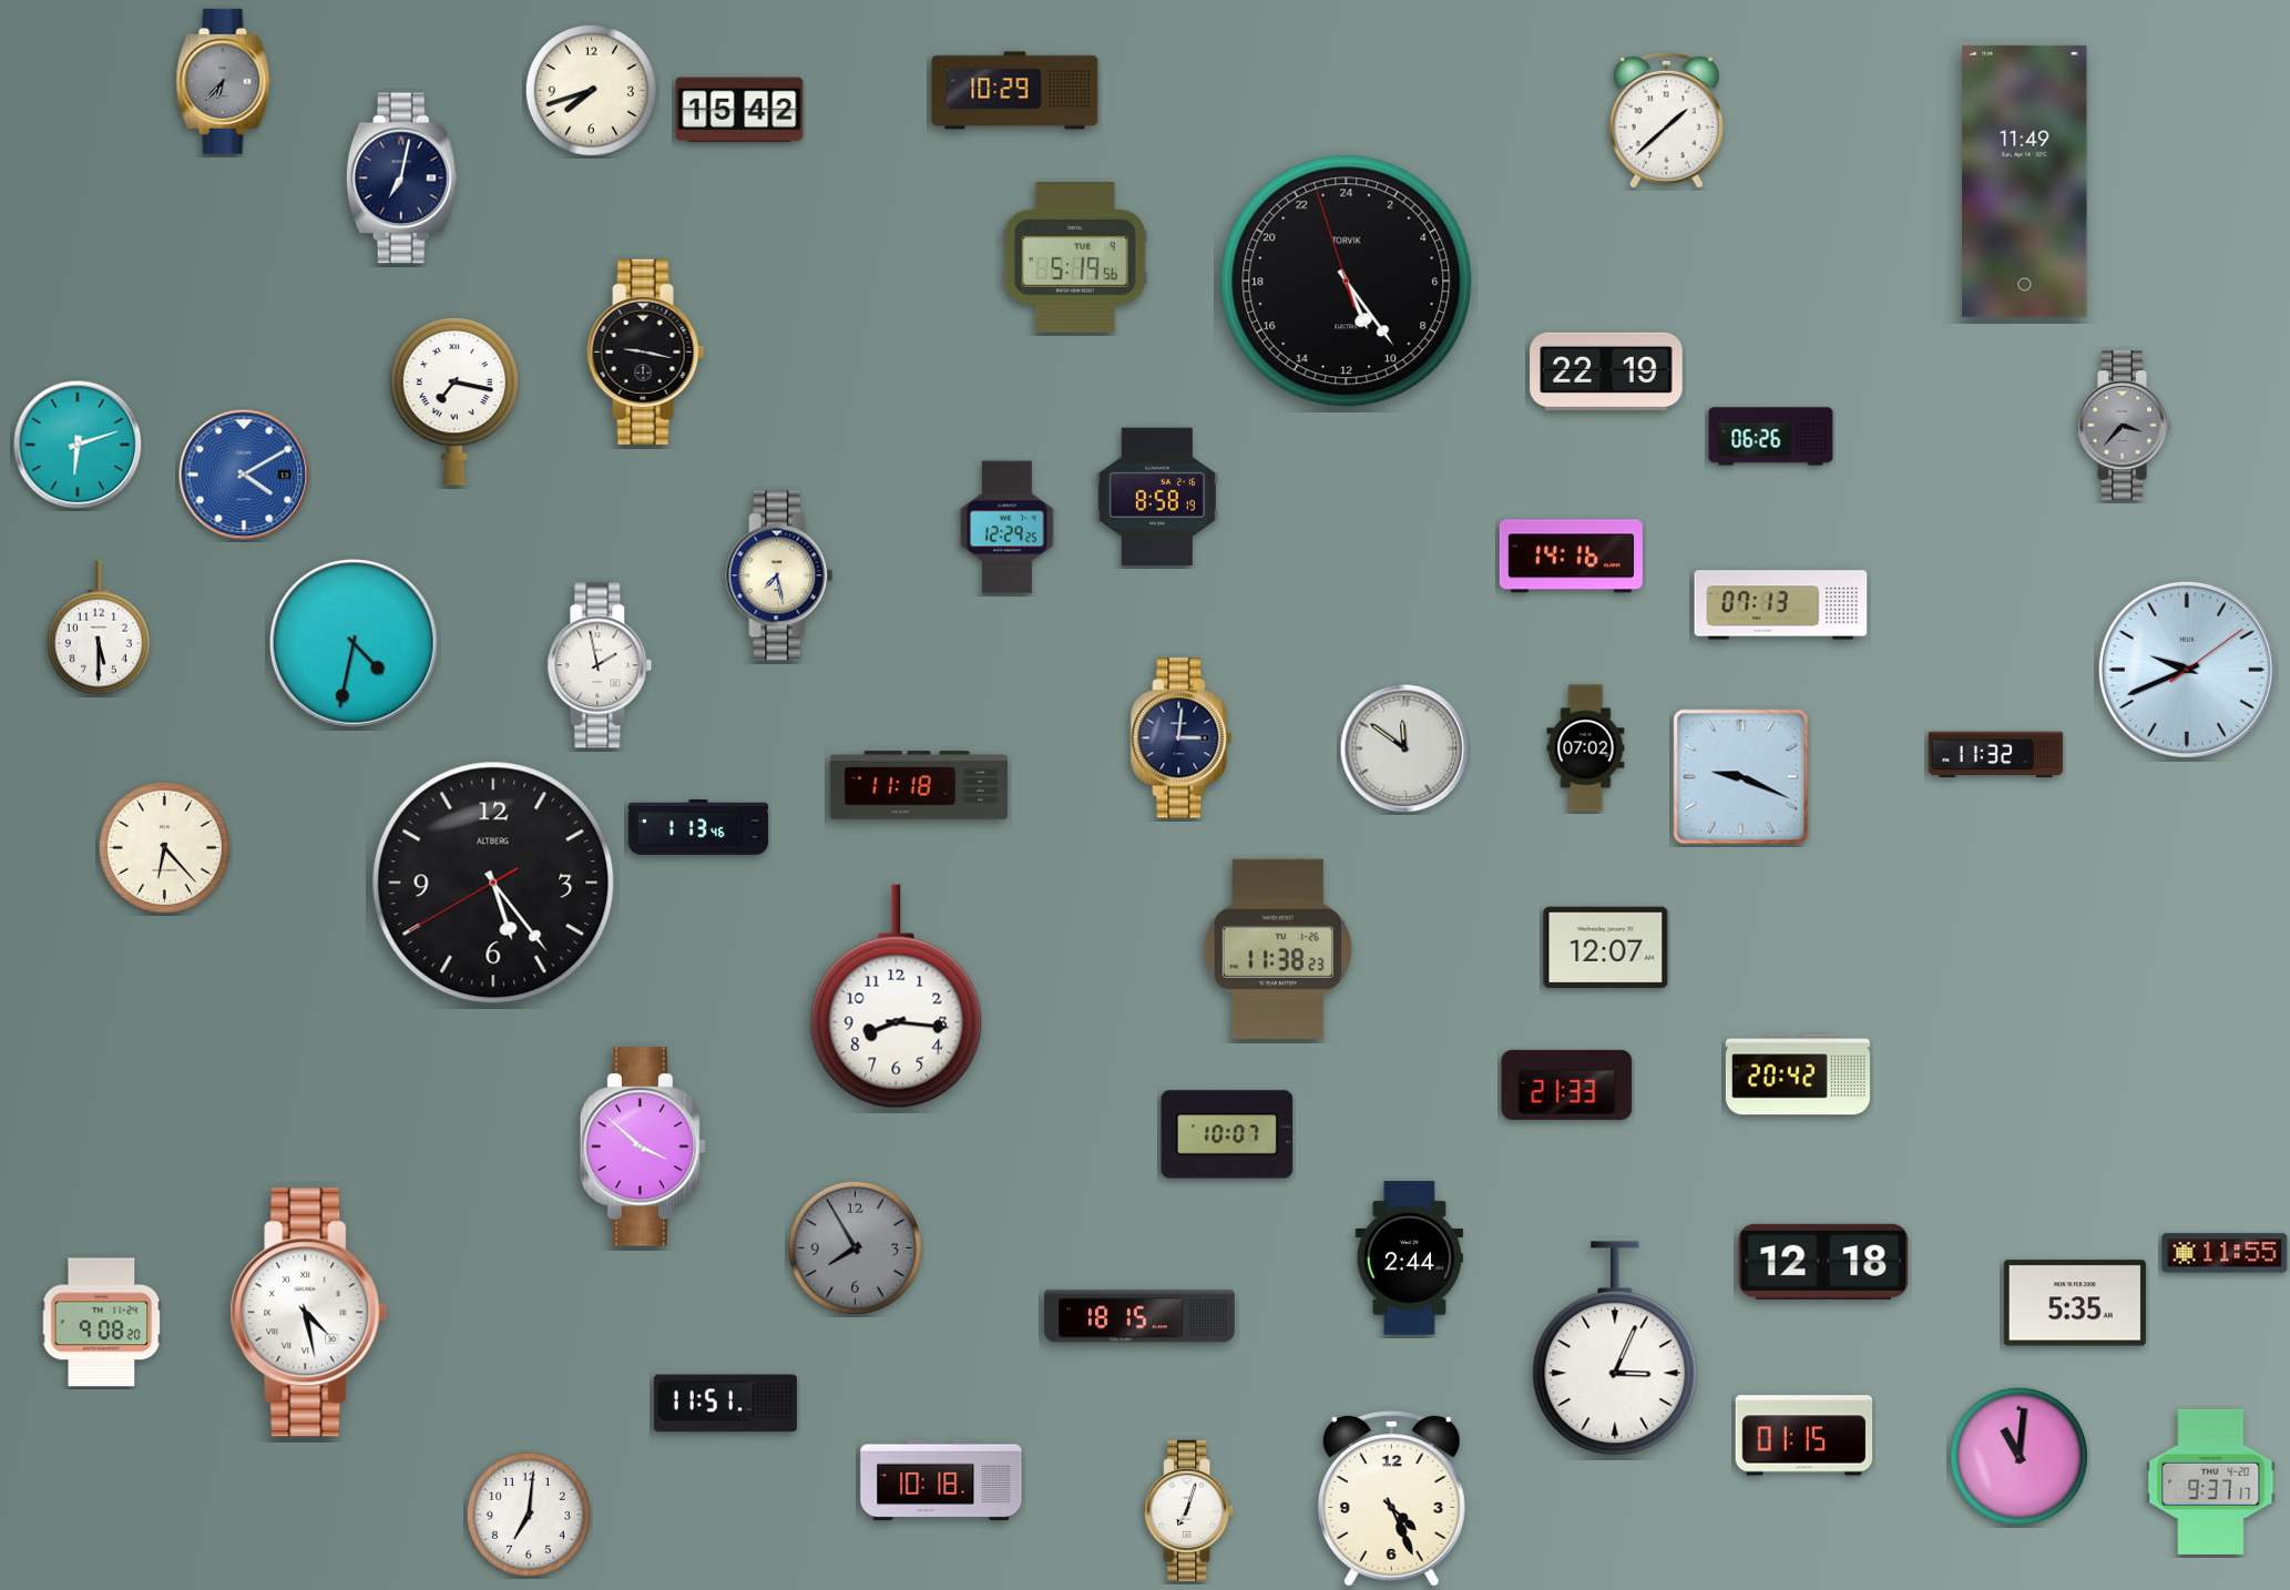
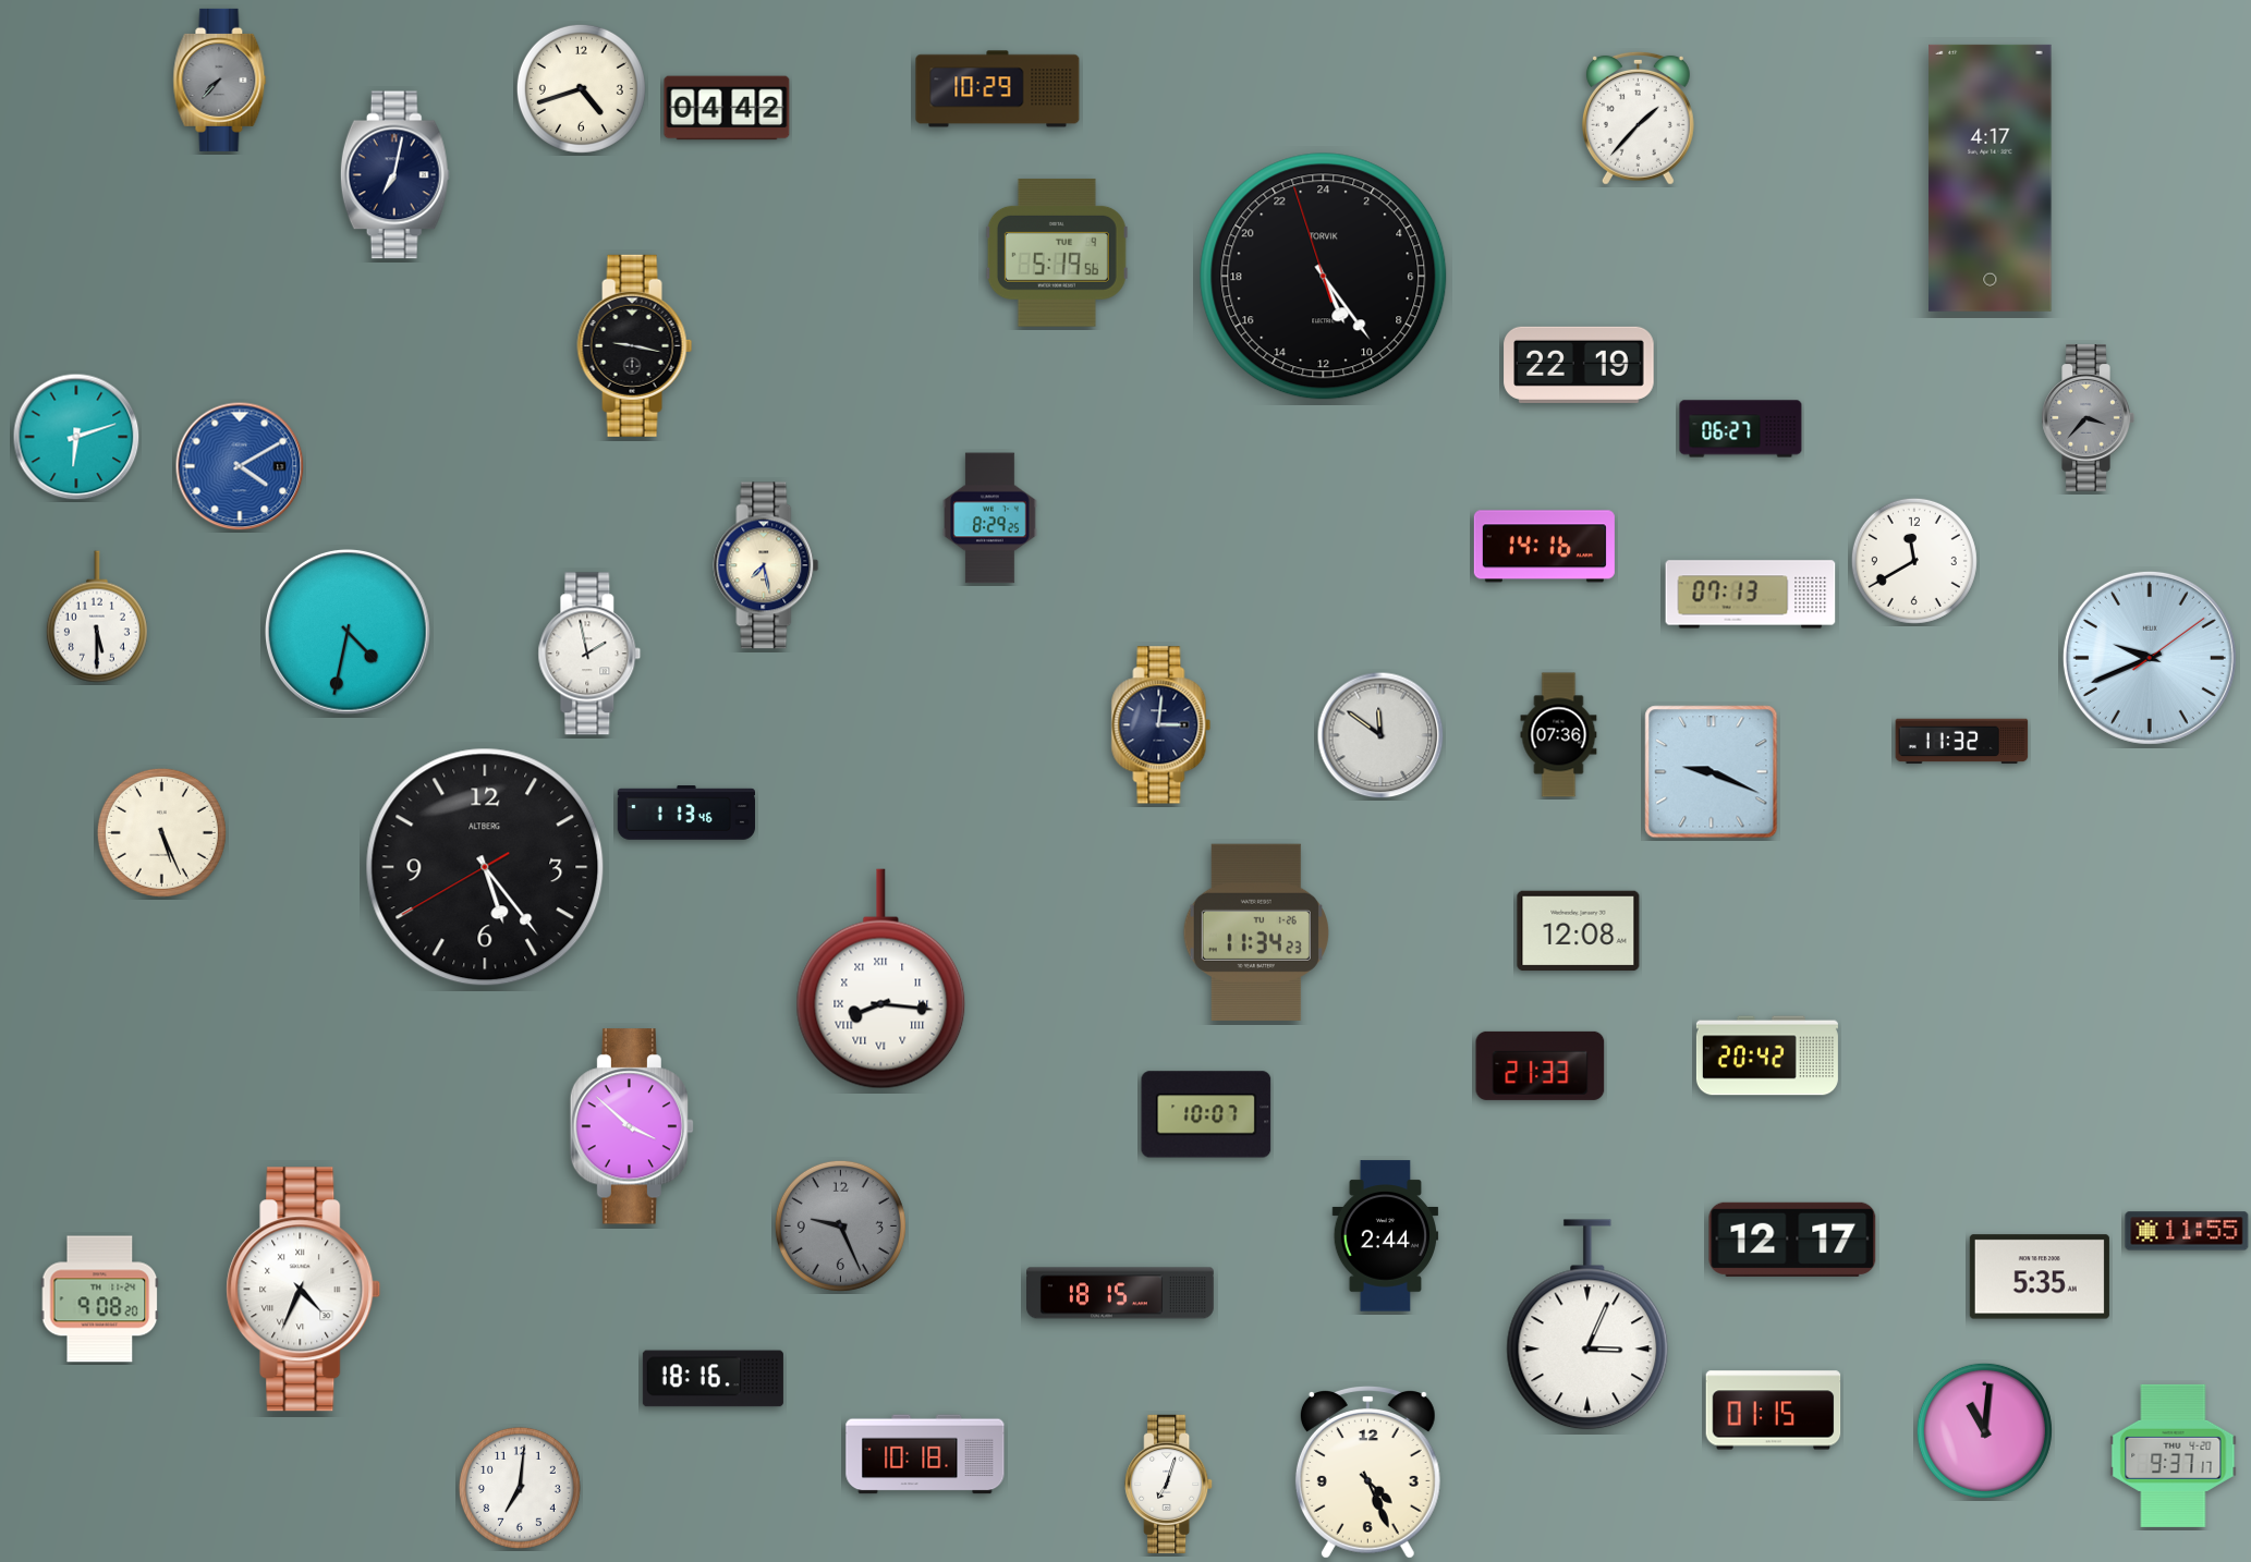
clock at (224, 81): 6:37 -> 7:37
clock at (591, 90): 7:42 -> 4:42
clock at (739, 110): 15:42 -> 04:42
clock at (1666, 120): 1:38 -> 1:37
clock at (2025, 181): 11:49 -> 4:17
clock at (454, 401): 7:17 -> none
clock at (1771, 437): 06:26 -> 06:27
clock at (1157, 497): 8:58 -> none
clock at (1008, 528): 12:29 -> 8:29
clock at (1914, 561): none -> 11:40
clock at (1586, 748): 07:02 -> 07:36
clock at (1741, 777) position: (1741, 777) -> (1712, 772)
clock at (919, 785): 11:18 -> none
clock at (164, 847): 6:23 -> 5:26
clock at (1606, 948): 12:07 -> 12:08
clock at (1278, 949): 11:38 -> 11:34
clock at (897, 997) numerals: Arabic -> Roman
clock at (855, 1247): 7:55 -> 9:26
clock at (1823, 1262): 12:18 -> 12:17
clock at (2075, 1303) position: (2075, 1303) -> (2040, 1277)
clock at (309, 1313): 4:28 -> 4:34
clock at (725, 1404): 11:51 -> 18:16
